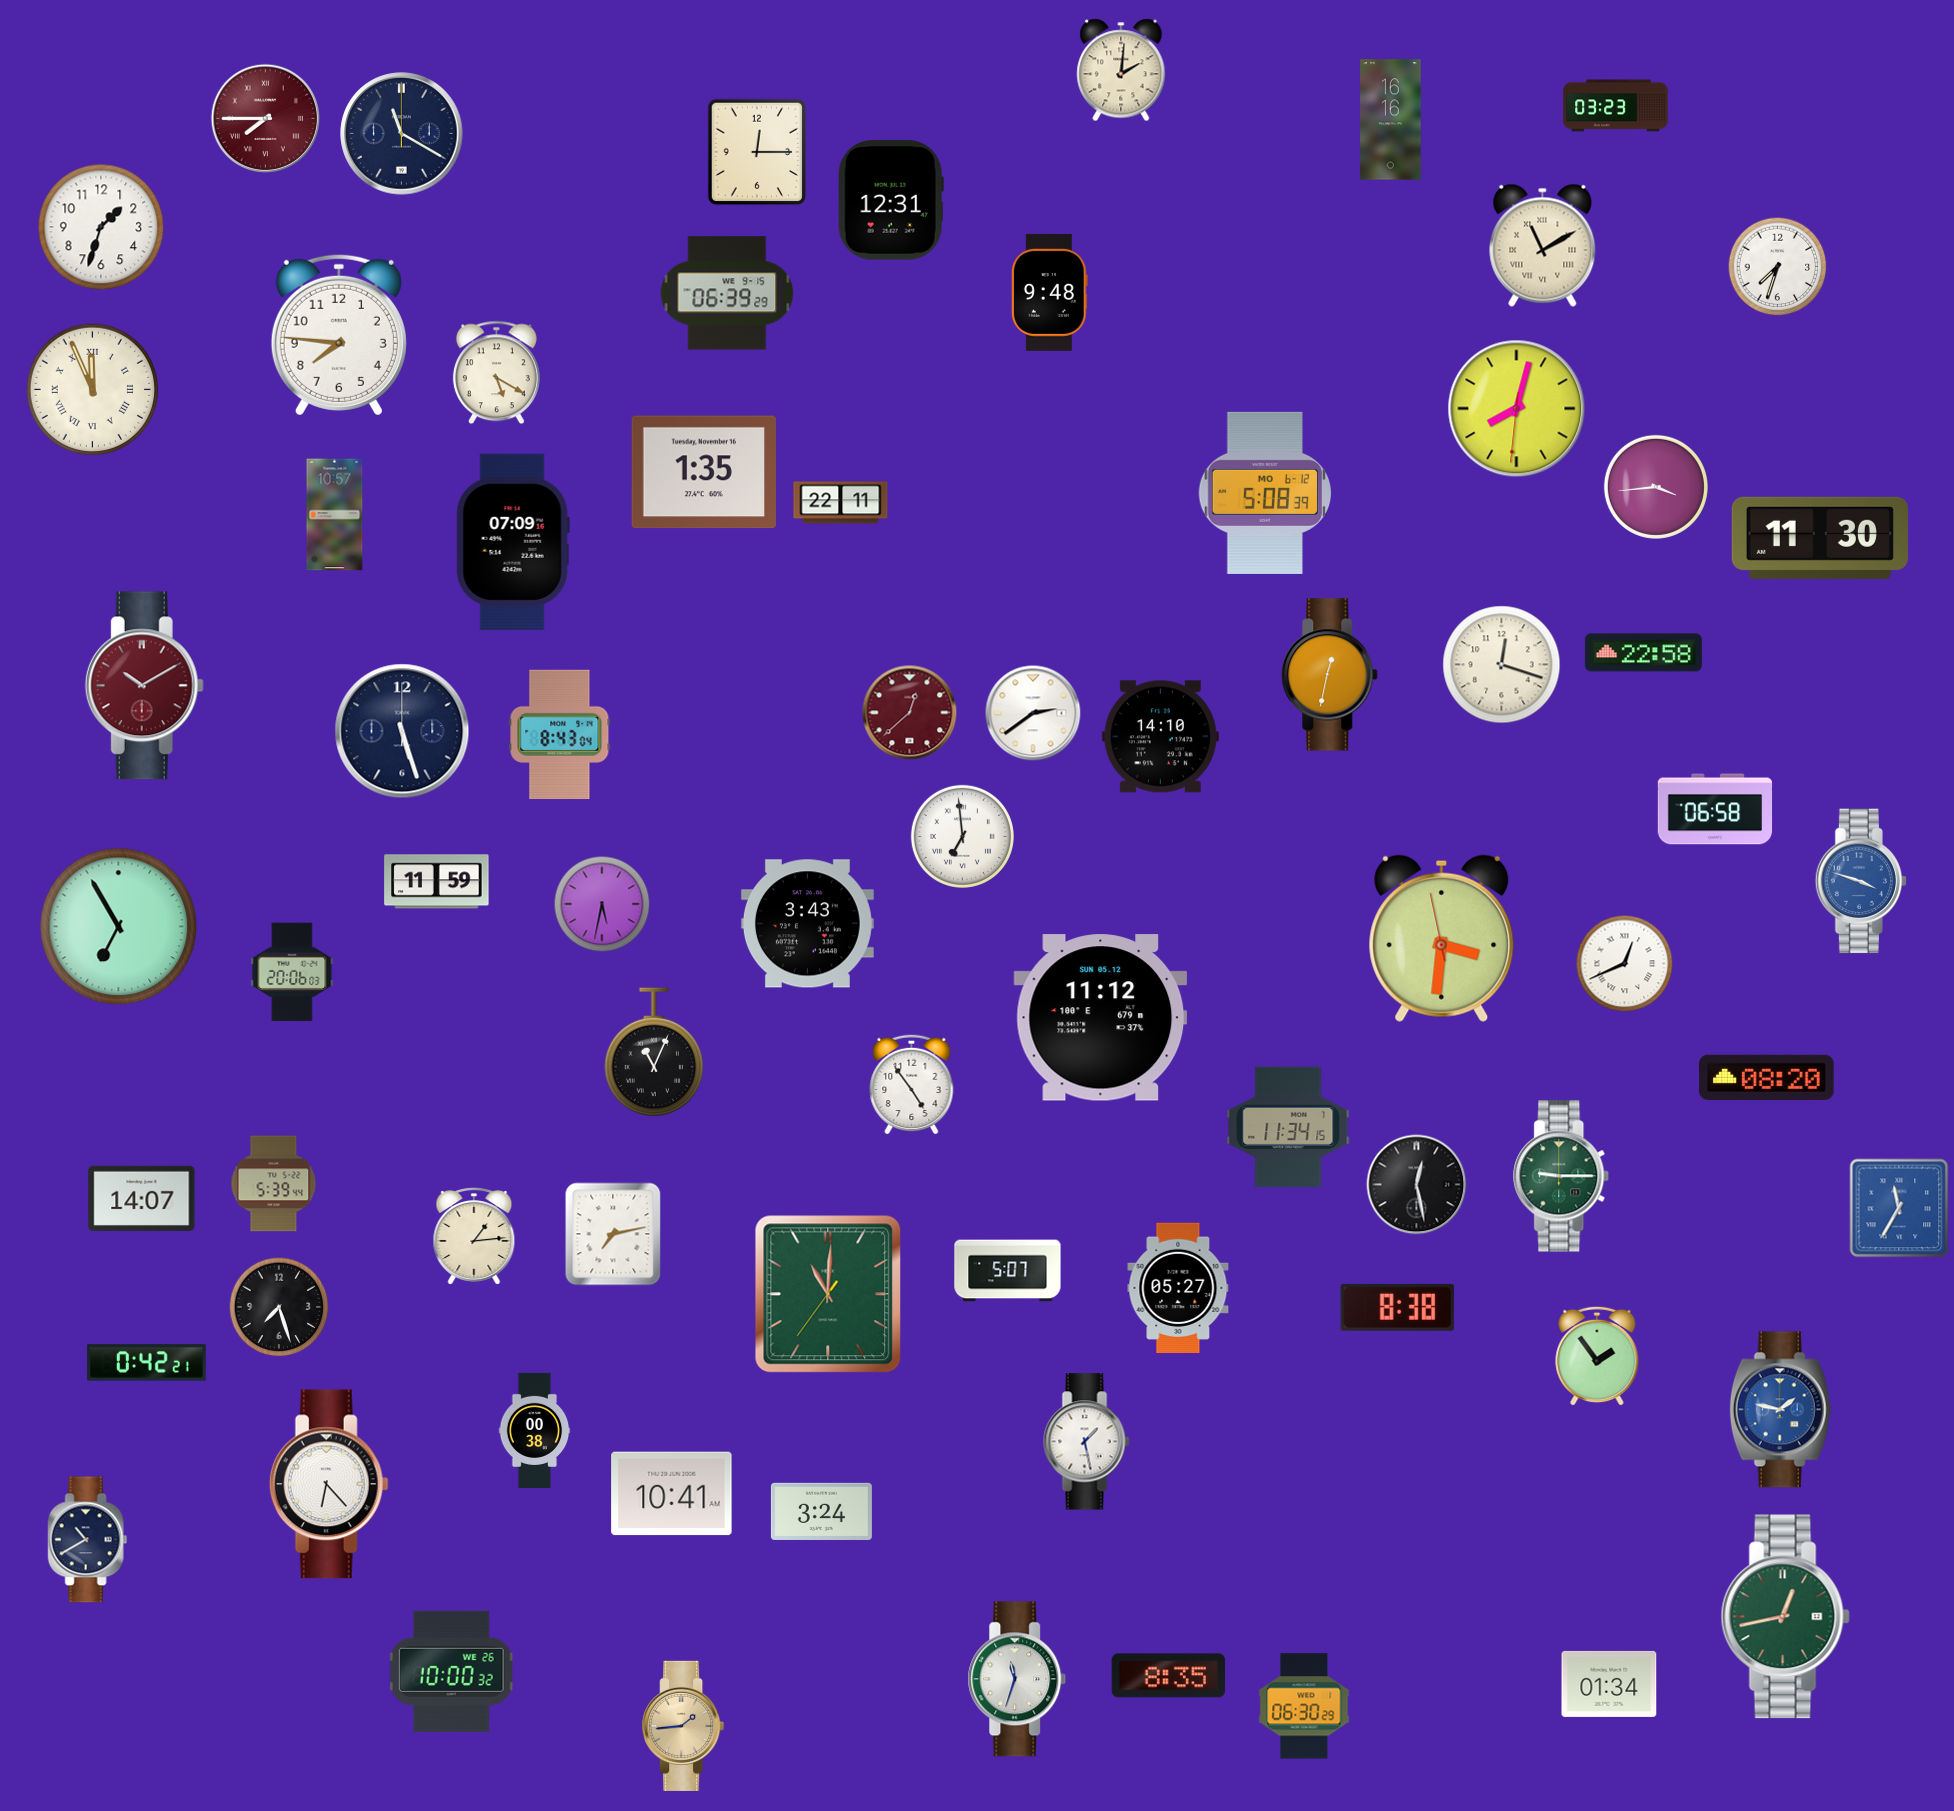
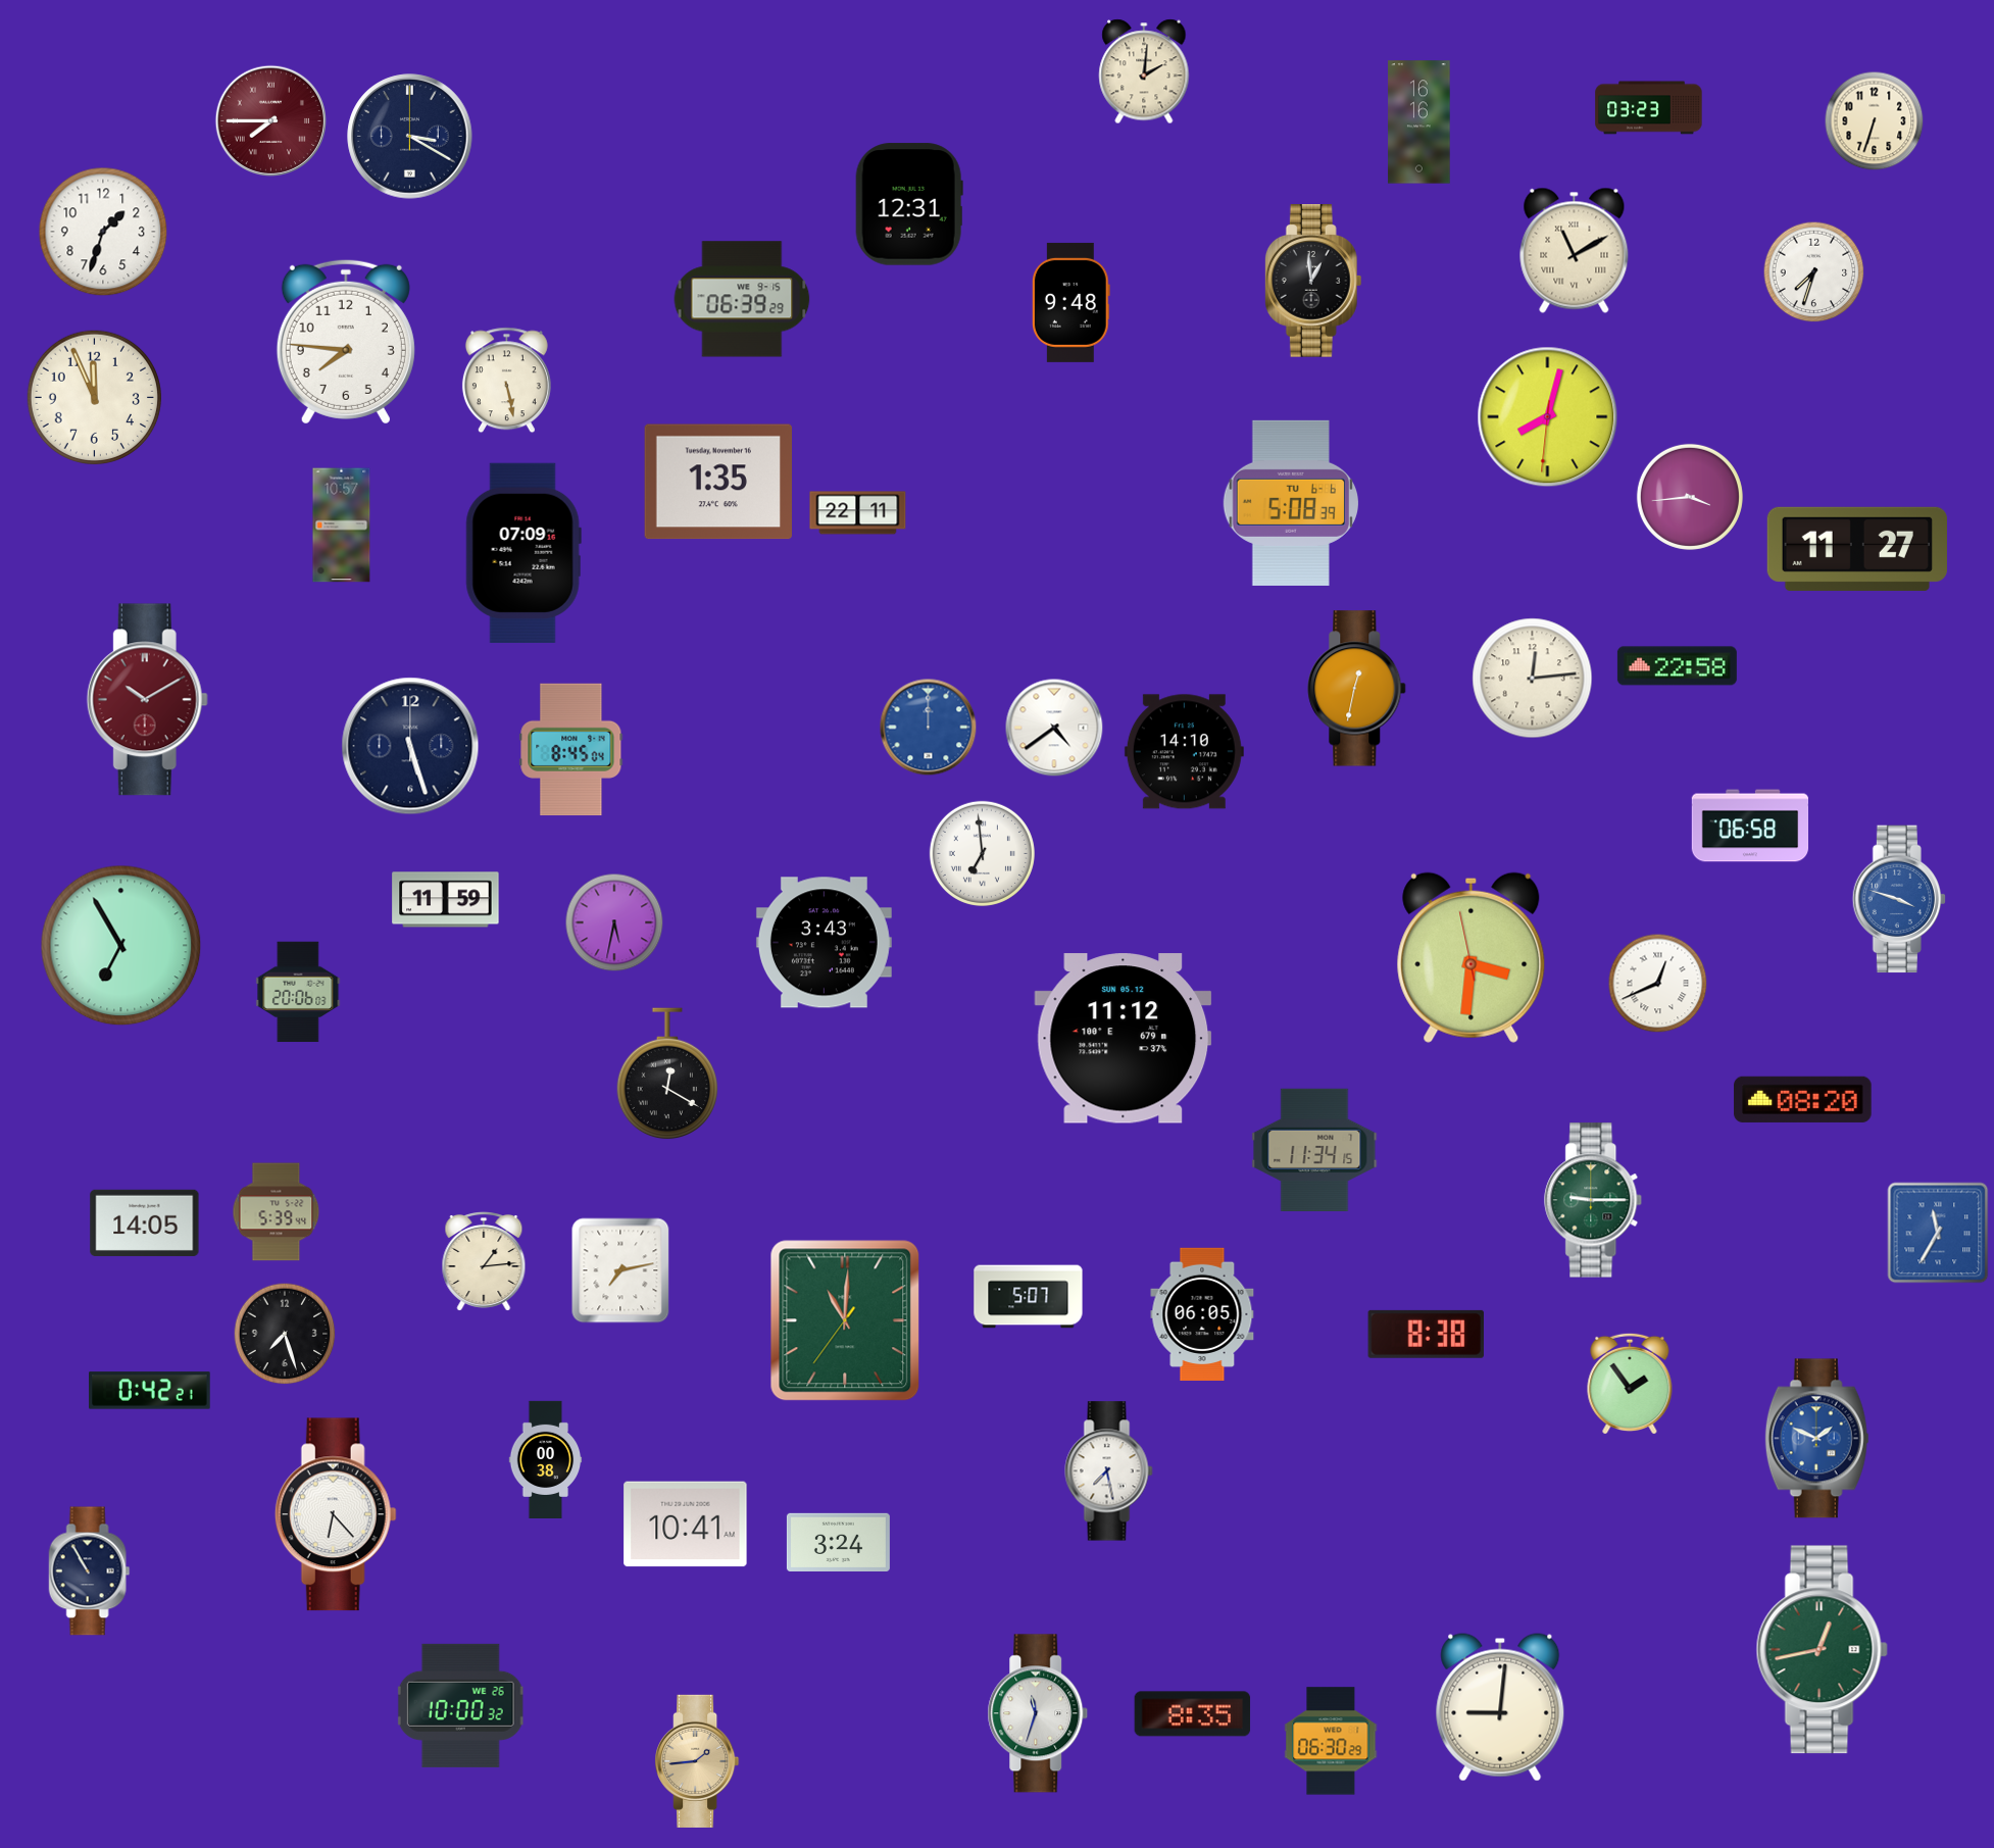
clock at (1875, 121): none -> 6:33
clock at (402, 134): 11:20 -> 3:20
clock at (756, 152): 12:15 -> none
clock at (1313, 282): none -> 12:59
clock at (1049, 292) position: (1049, 292) -> (1070, 302)
clock at (496, 373): 5:20 -> 5:28
clock at (92, 389) numerals: Roman -> Arabic
clock at (1264, 493) date: MO 6-12 -> TU 6-6
clock at (1820, 538): 11:30 -> 11:27
clock at (1502, 665): 12:18 -> 12:14
clock at (910, 713): 12:38 -> 12:00
clock at (910, 713) dial: burgundy -> blue
clock at (1033, 713): 2:39 -> 4:39
clock at (560, 735): 8:43 -> 8:45
clock at (654, 1053): 11:04 -> 12:20
clock at (912, 1084): 4:54 -> none
clock at (274, 1184) position: (274, 1184) -> (277, 1212)
clock at (1417, 1185): 12:28 -> none
clock at (142, 1198): 14:07 -> 14:05
clock at (613, 1234) position: (613, 1234) -> (620, 1270)
clock at (1178, 1287): 05:27 -> 06:05
clock at (1781, 1410): 1:47 -> 1:49
clock at (1087, 1442): 1:28 -> 7:28
clock at (88, 1540): 10:40 -> 10:55
clock at (1500, 1707): none -> 9:01
clock at (1169, 1676) position: (1169, 1676) -> (1193, 1714)
clock at (1609, 1684): 01:34 -> none
